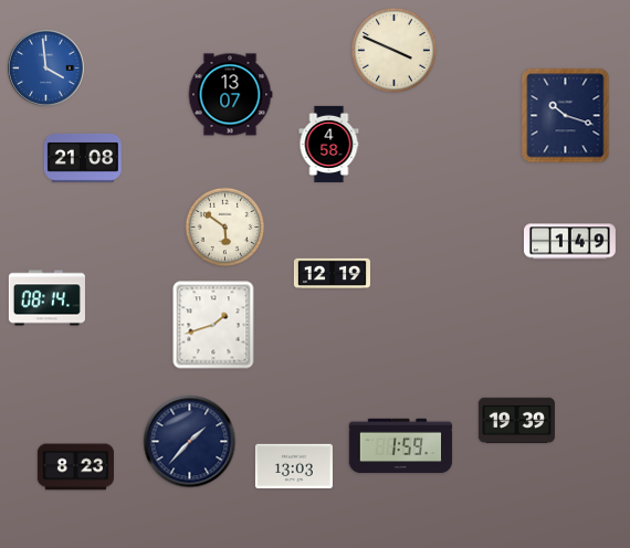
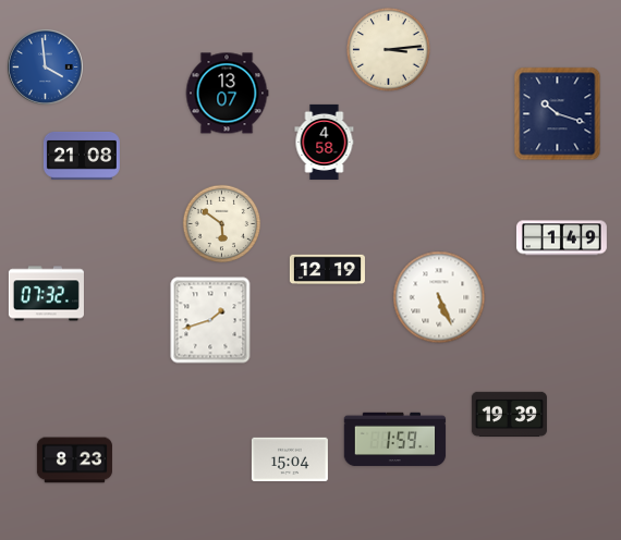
clock at (395, 51): 3:49 -> 3:14
clock at (46, 298): 08:14 -> 07:32
clock at (439, 297): none -> 5:26
clock at (190, 442): 1:37 -> none
clock at (294, 466): 13:03 -> 15:04
